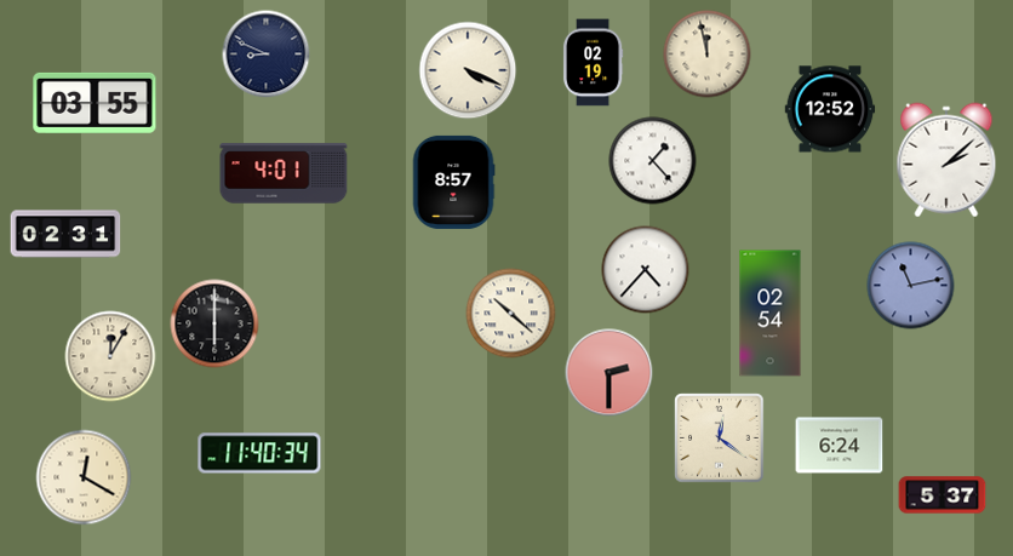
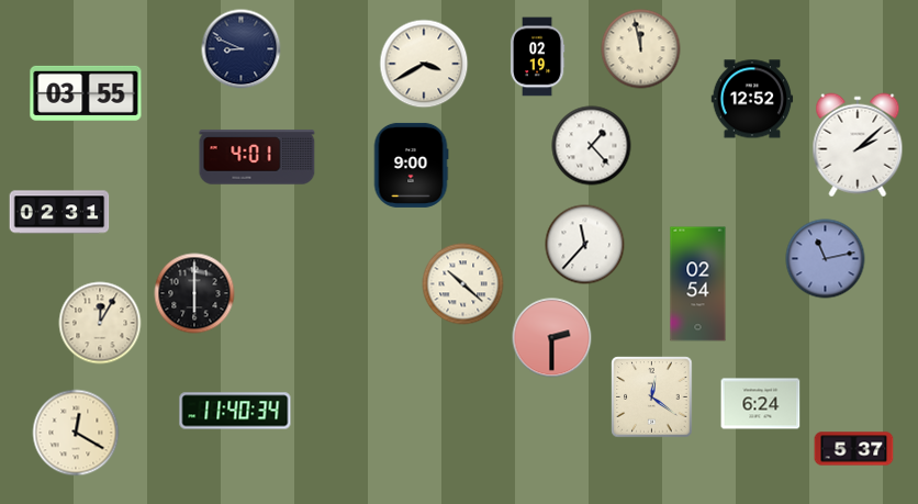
clock at (468, 70): 4:19 -> 3:40
clock at (453, 182): 8:57 -> 9:00
clock at (646, 270): 4:37 -> 11:37
